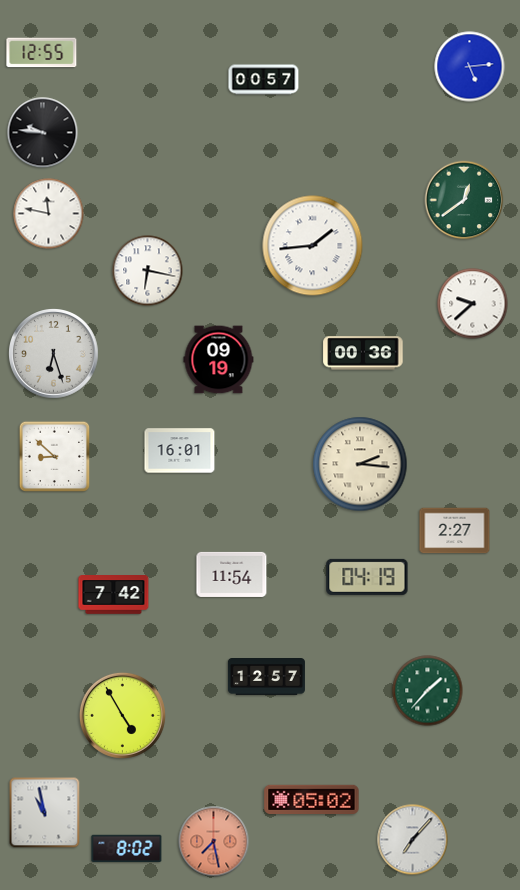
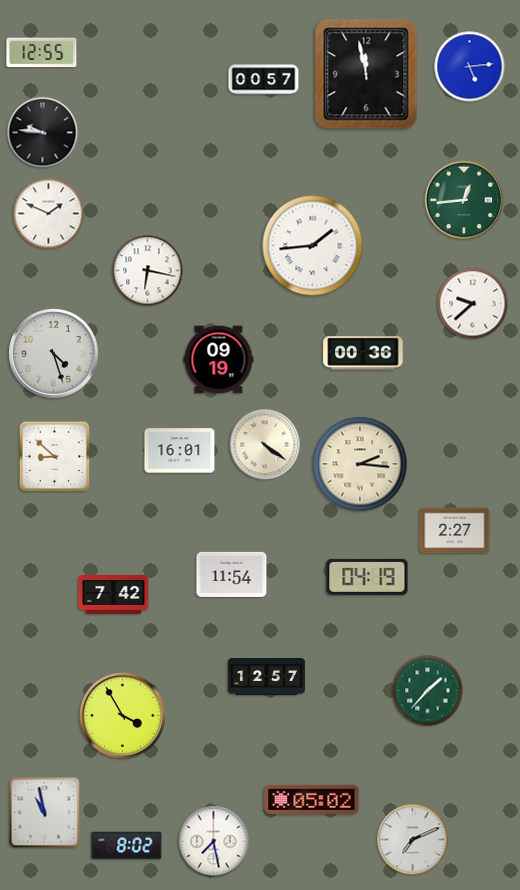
clock at (366, 74): none -> 11:58
clock at (464, 200): 12:39 -> 12:44
clock at (49, 214): 11:47 -> 1:49
clock at (54, 354): 6:27 -> 4:27
clock at (265, 445): none -> 4:21
clock at (122, 715): 4:55 -> 3:55
clock at (413, 840): 7:07 -> 7:11
clock at (214, 842) dial: salmon -> white
clock at (127, 848) position: (127, 848) -> (127, 845)
